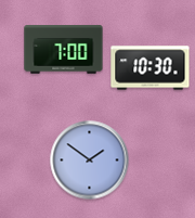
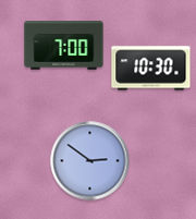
clock at (64, 50) position: (64, 50) -> (64, 46)
clock at (90, 161): 1:51 -> 2:51
